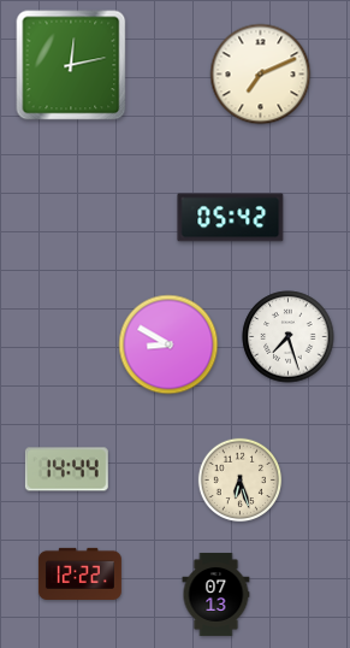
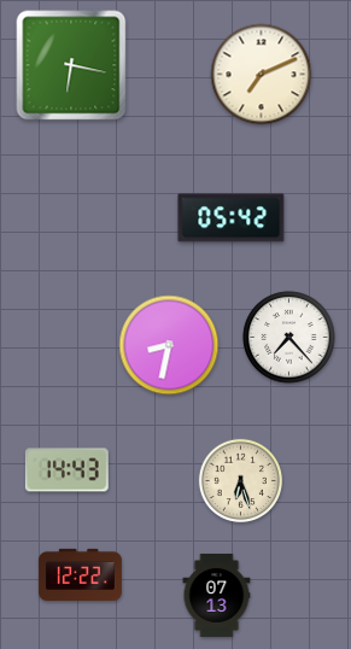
clock at (71, 65): 12:13 -> 6:17
clock at (289, 337): 7:27 -> 7:23
clock at (168, 344): 8:50 -> 8:32
clock at (66, 470): 14:44 -> 14:43
